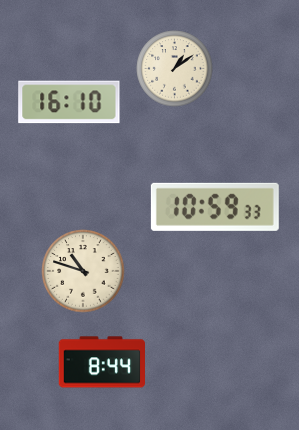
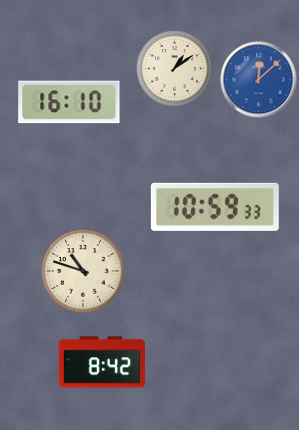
clock at (259, 80): none -> 12:08
clock at (101, 362): 8:44 -> 8:42
